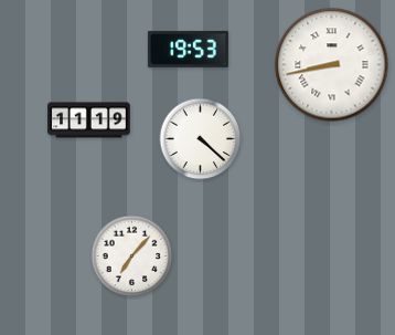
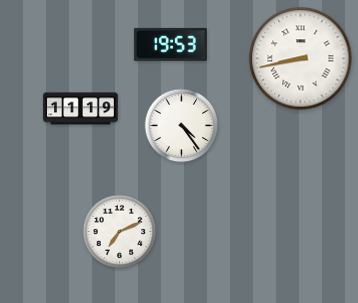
clock at (201, 139): 4:22 -> 4:24
clock at (132, 257): 7:07 -> 7:11
